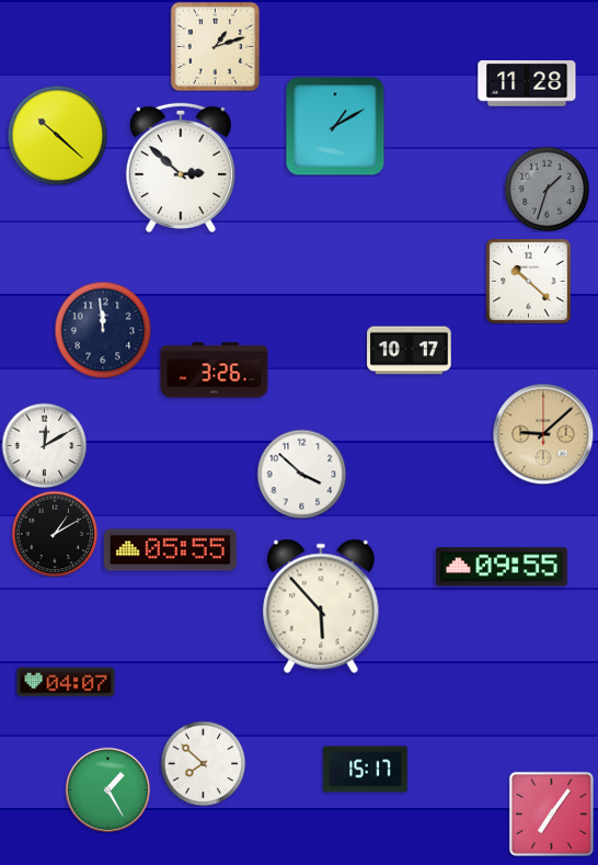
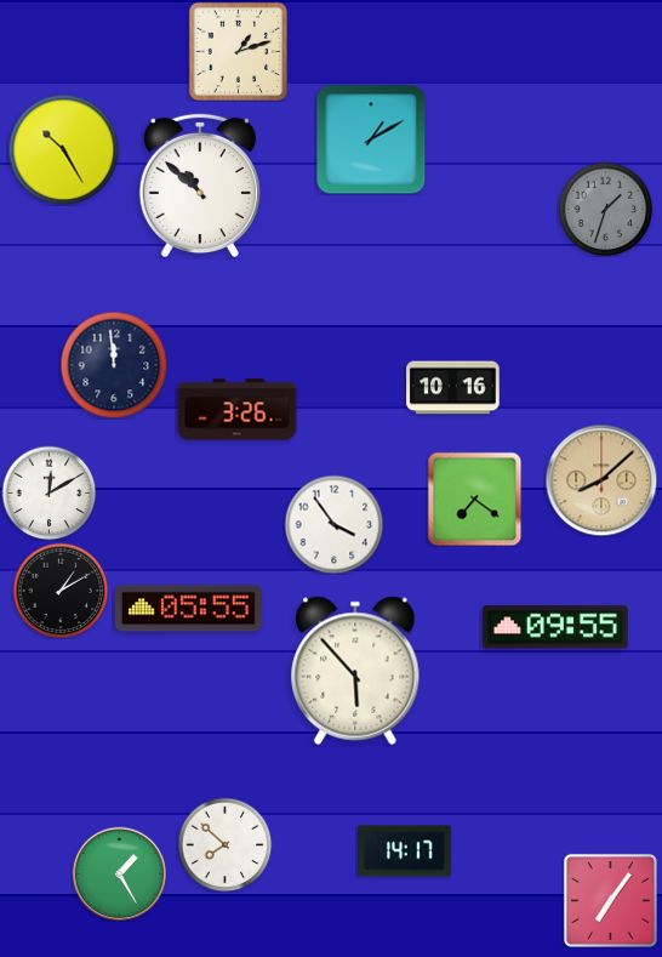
clock at (527, 84): 11:28 -> none
clock at (57, 135): 10:22 -> 10:25
clock at (181, 167): 2:52 -> 10:52
clock at (528, 281): 10:22 -> none
clock at (410, 351): 10:17 -> 10:16
clock at (543, 434): 9:08 -> 8:08
clock at (474, 499): none -> 7:21
clock at (301, 474): 3:52 -> 3:54
clock at (66, 682): 04:07 -> none
clock at (366, 770): 15:17 -> 14:17
